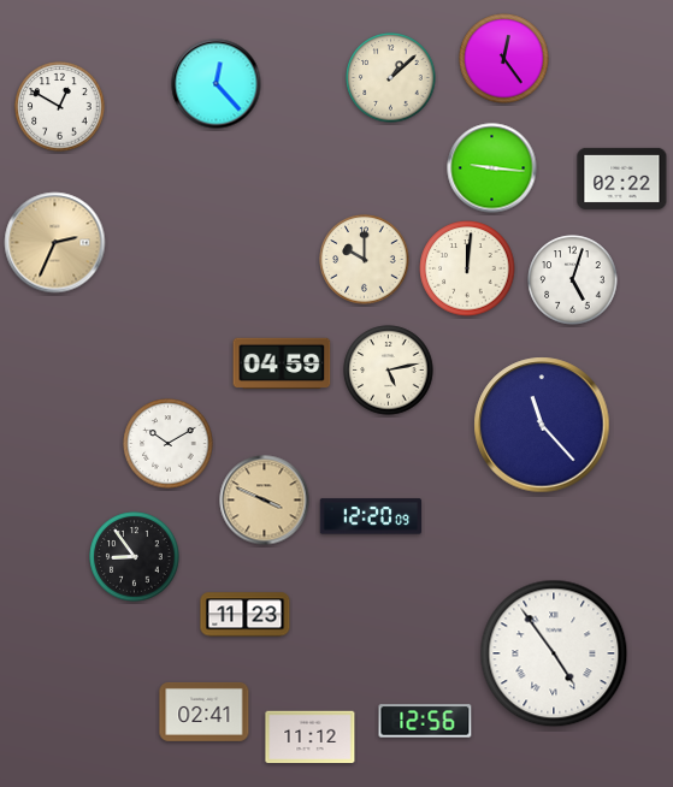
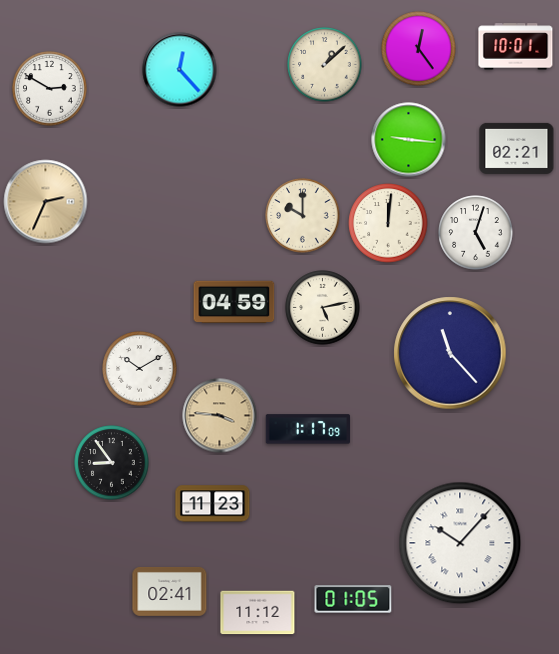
clock at (516, 47): none -> 10:01
clock at (60, 107): 12:50 -> 2:50
clock at (622, 178): 02:22 -> 02:21
clock at (265, 501): 3:49 -> 3:46
clock at (371, 516): 12:20 -> 1:17
clock at (246, 615) position: (246, 615) -> (213, 504)
clock at (554, 653): 4:54 -> 10:07
clock at (425, 721): 12:56 -> 01:05
